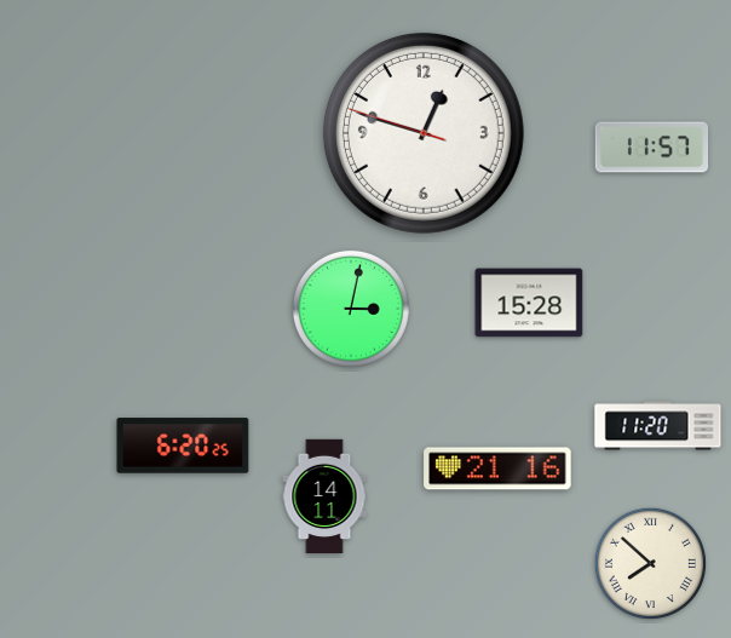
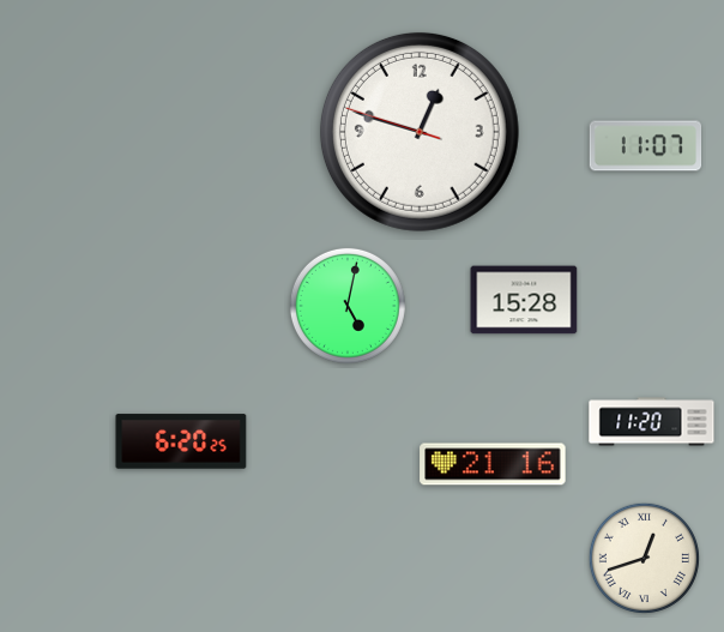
clock at (652, 148): 11:57 -> 11:07
clock at (351, 309): 3:02 -> 5:02
clock at (324, 495): 14:11 -> none
clock at (650, 563): 7:52 -> 12:42
